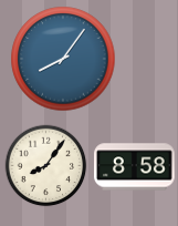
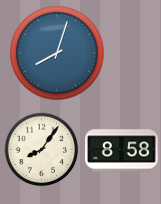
clock at (63, 59): 8:06 -> 8:03
